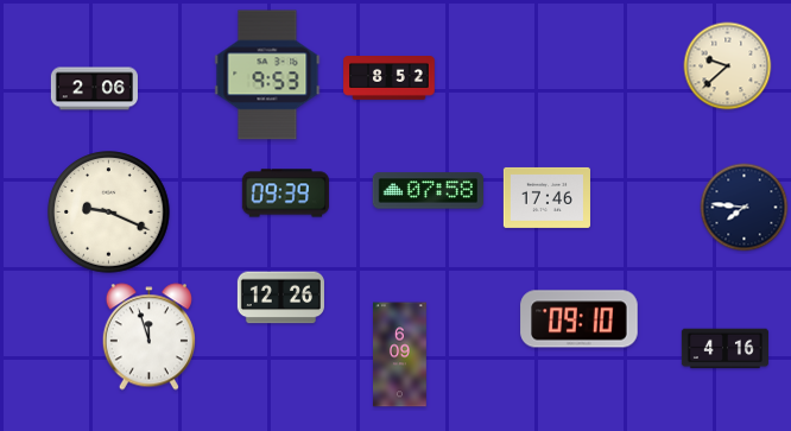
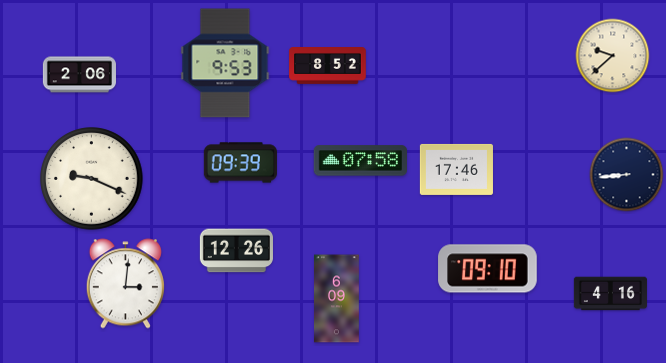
clock at (546, 197) position: (546, 197) -> (456, 169)
clock at (745, 208): 7:46 -> 8:44
clock at (148, 337): 11:57 -> 3:01
